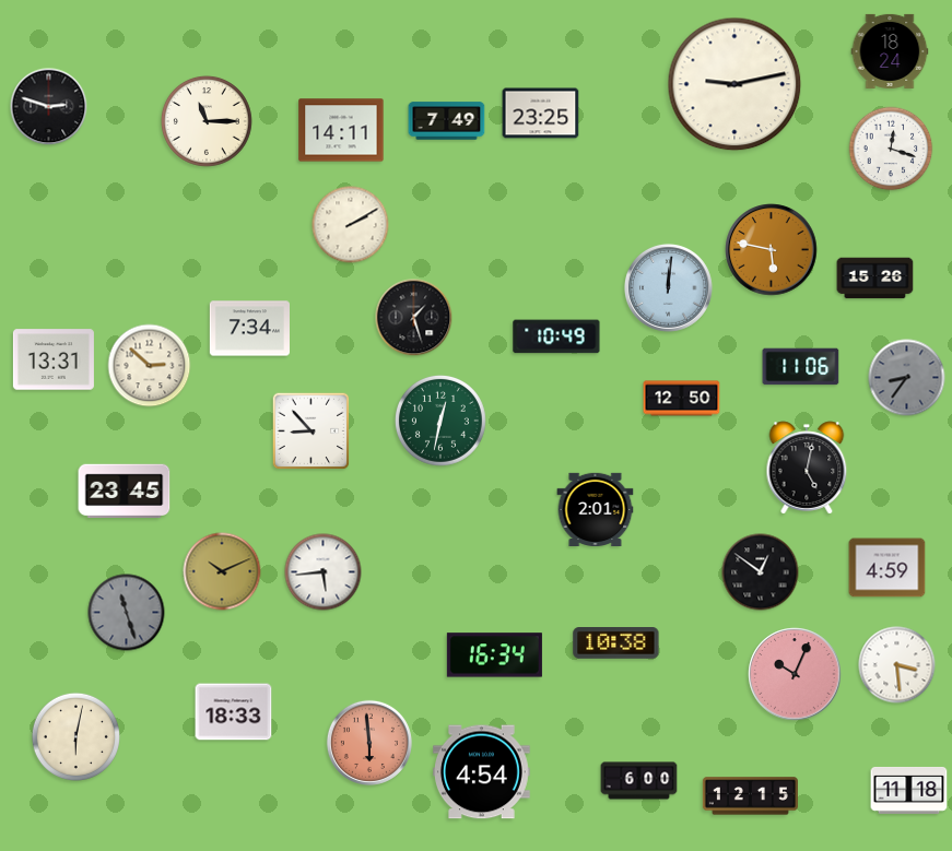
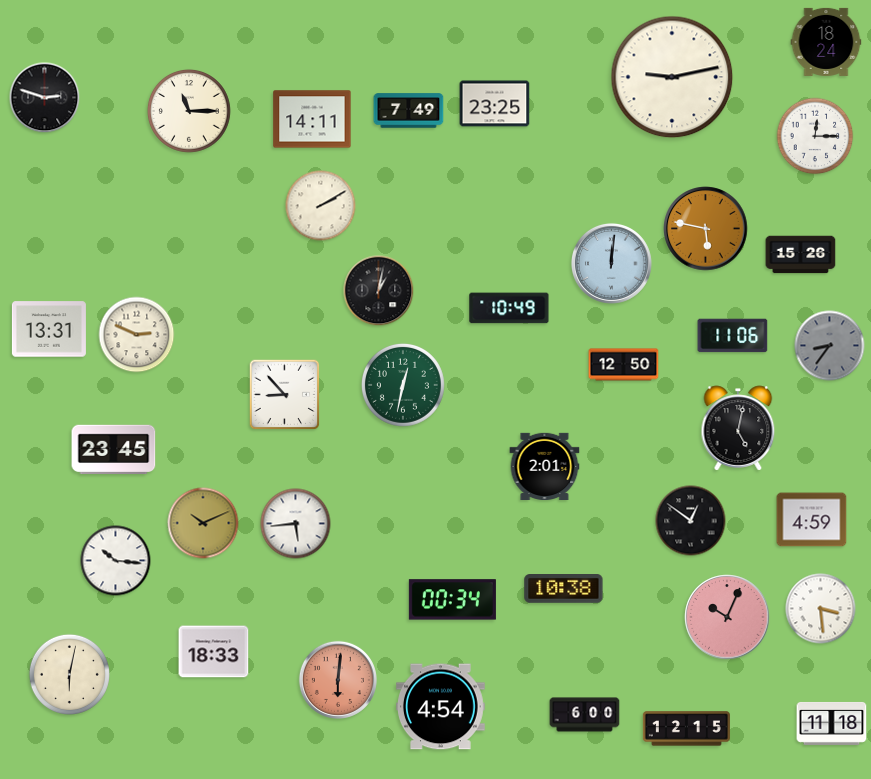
clock at (890, 51) position: (890, 51) -> (826, 42)
clock at (891, 149): 12:18 -> 12:15
clock at (414, 318): 1:27 -> 1:02
clock at (249, 329): 7:34 -> none
clock at (150, 366): 2:52 -> 2:49
clock at (761, 572) position: (761, 572) -> (691, 521)
clock at (127, 613): 11:27 -> 10:16
clock at (127, 613) dial: grey -> white
clock at (494, 655): 16:34 -> 00:34
clock at (369, 743): 5:59 -> 6:01
